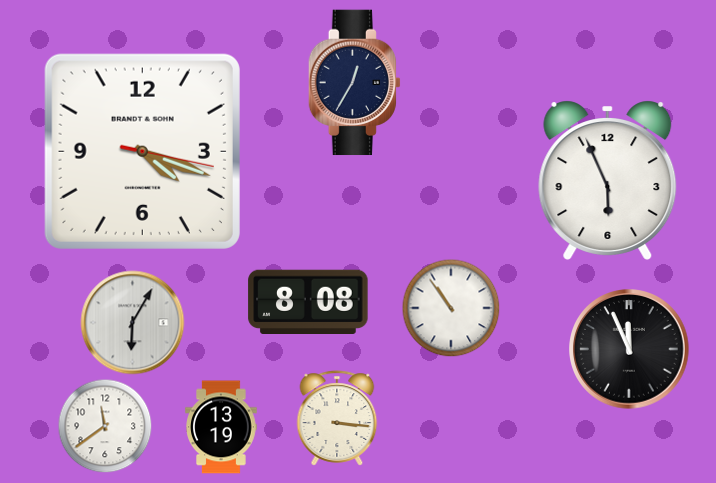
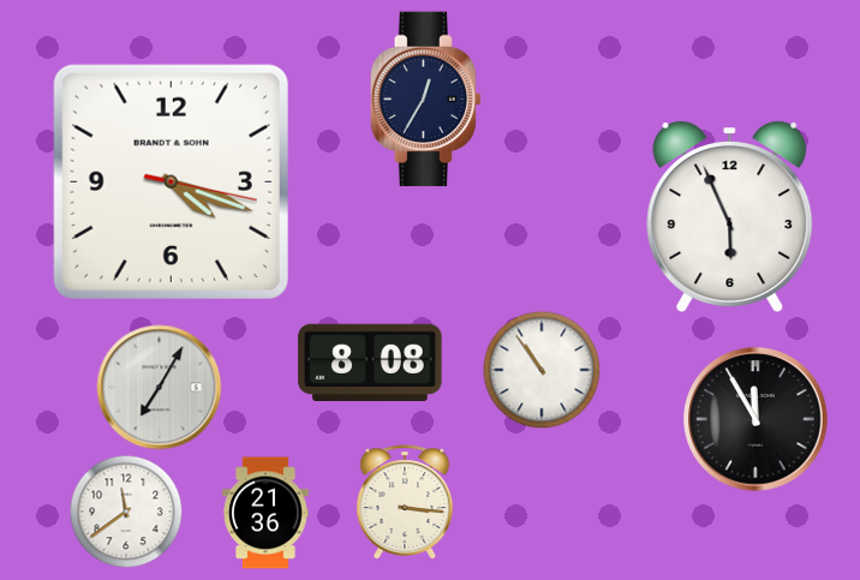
clock at (133, 323): 6:05 -> 7:05
clock at (629, 349): 11:56 -> 11:55
clock at (221, 427): 13:19 -> 21:36
